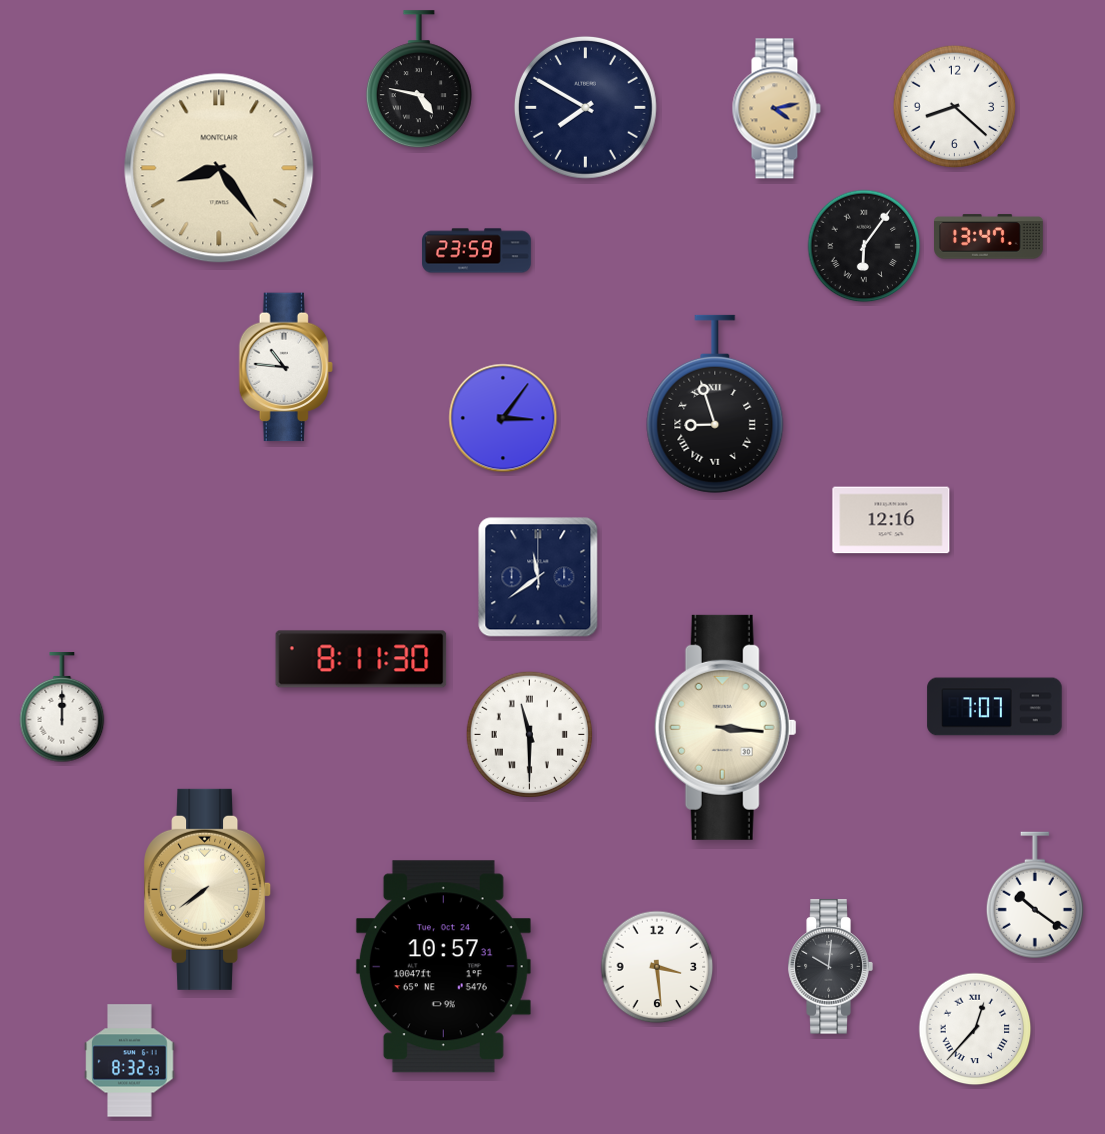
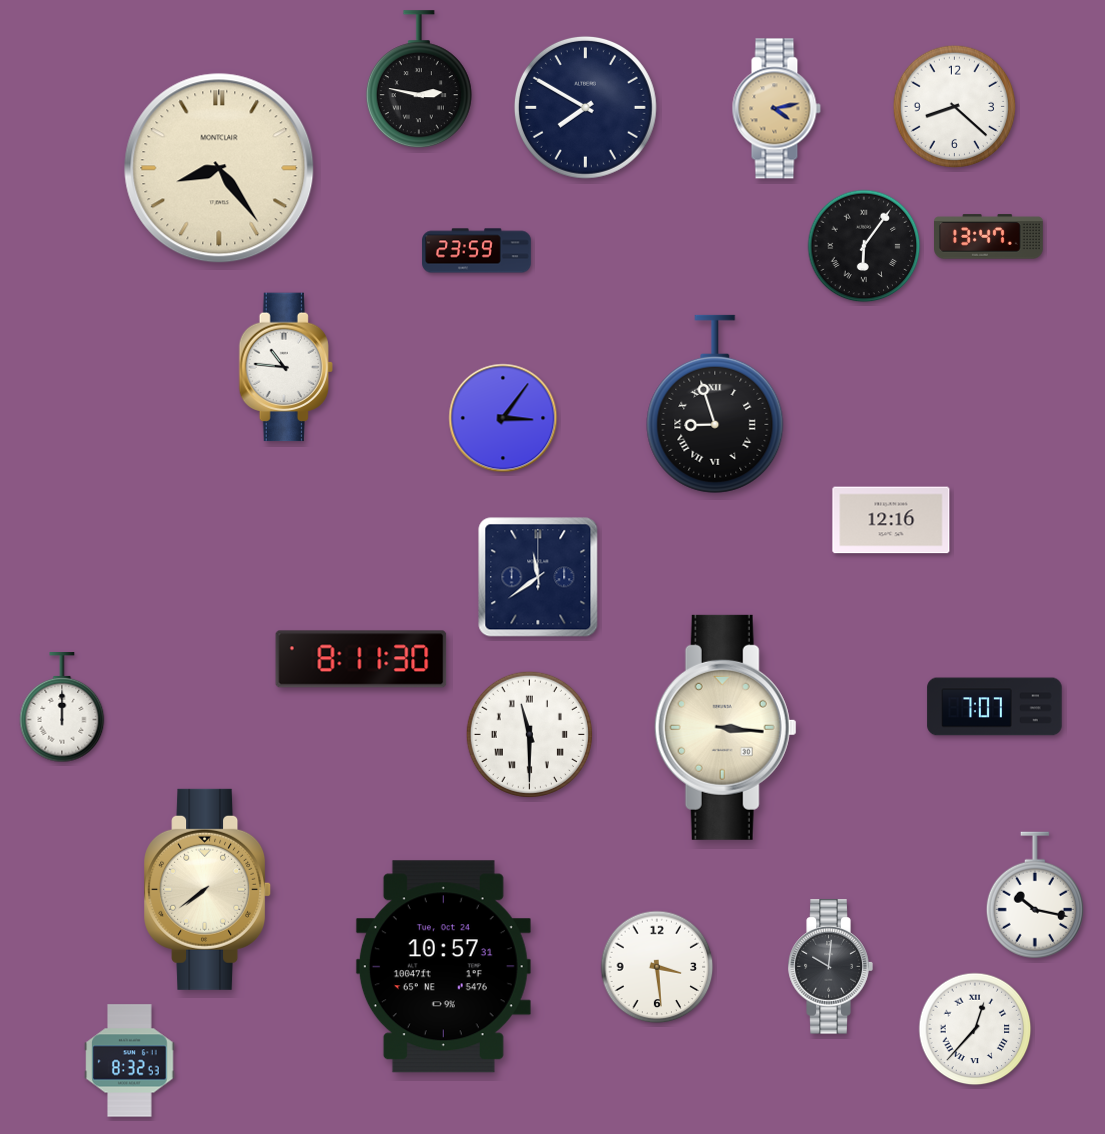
clock at (419, 80): 4:47 -> 2:47
clock at (1035, 895): 10:21 -> 10:17
